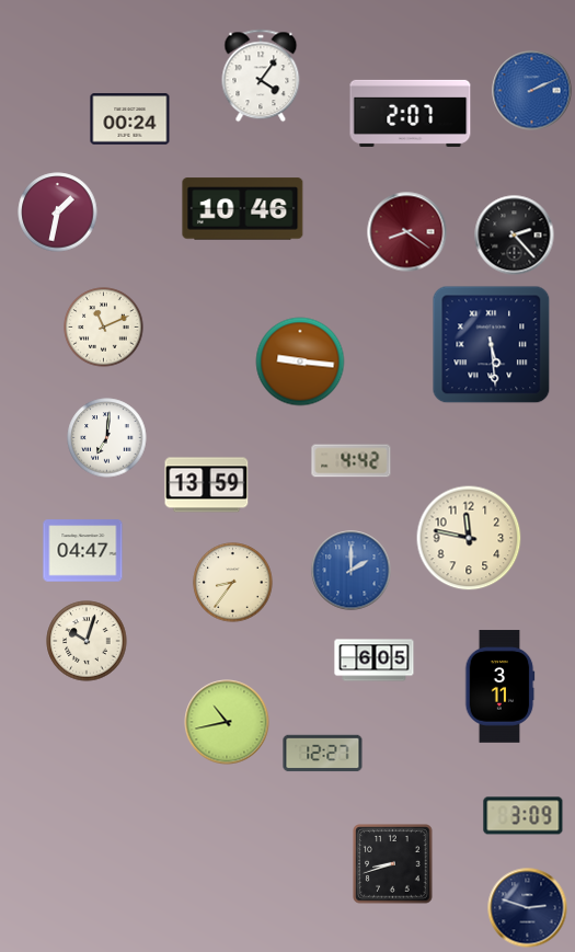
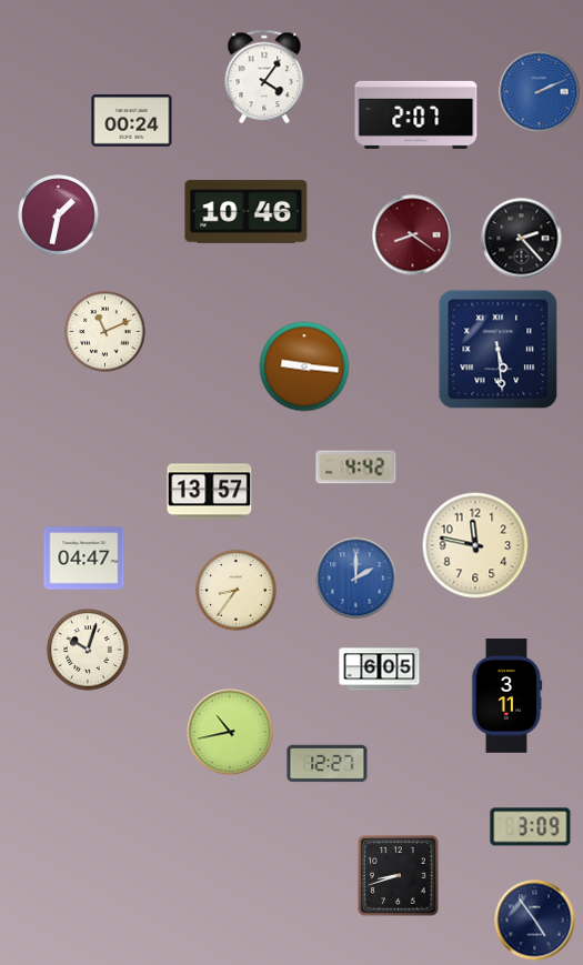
clock at (107, 438): 7:01 -> none
clock at (207, 485): 13:59 -> 13:57
clock at (528, 908): 2:48 -> 4:54
